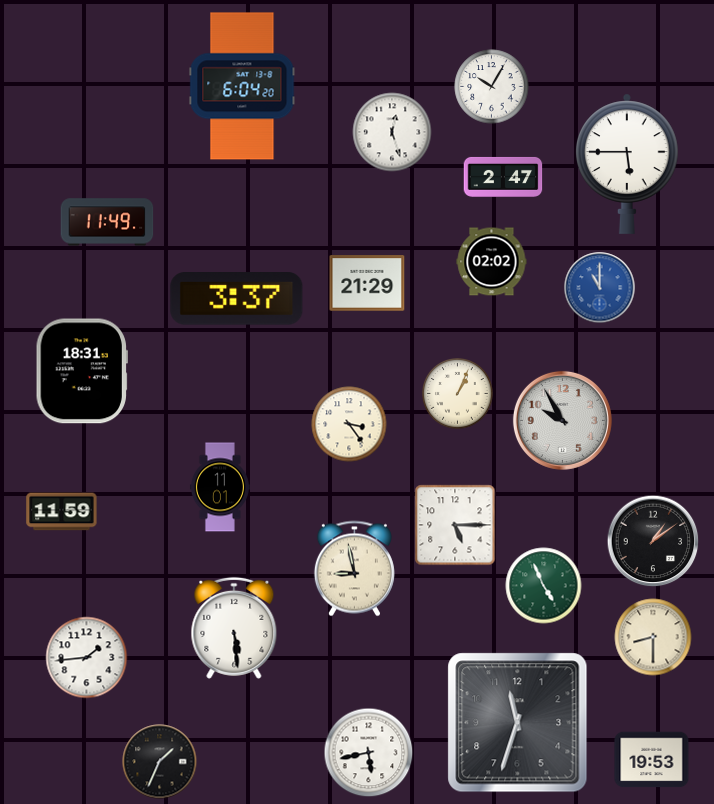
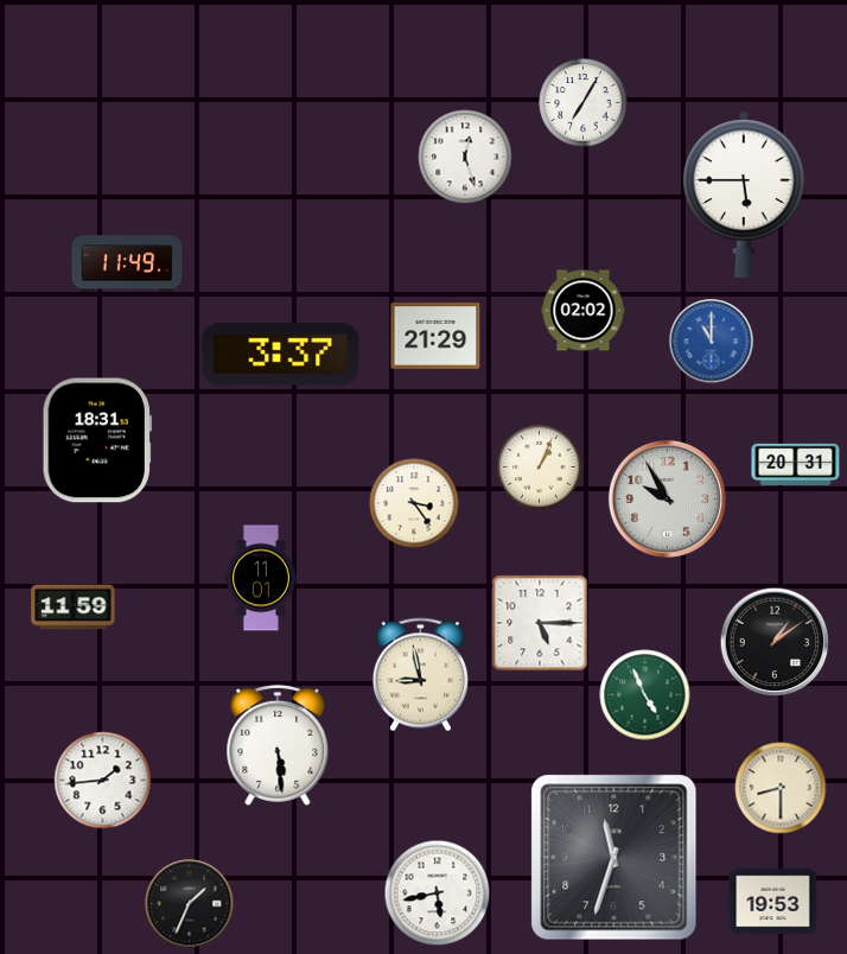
clock at (242, 86): 6:04 -> none
clock at (492, 87): 10:05 -> 7:05
clock at (503, 177): 2:47 -> none
clock at (796, 464): none -> 20:31
clock at (458, 394) position: (458, 394) -> (540, 468)
clock at (653, 637) position: (653, 637) -> (781, 788)
